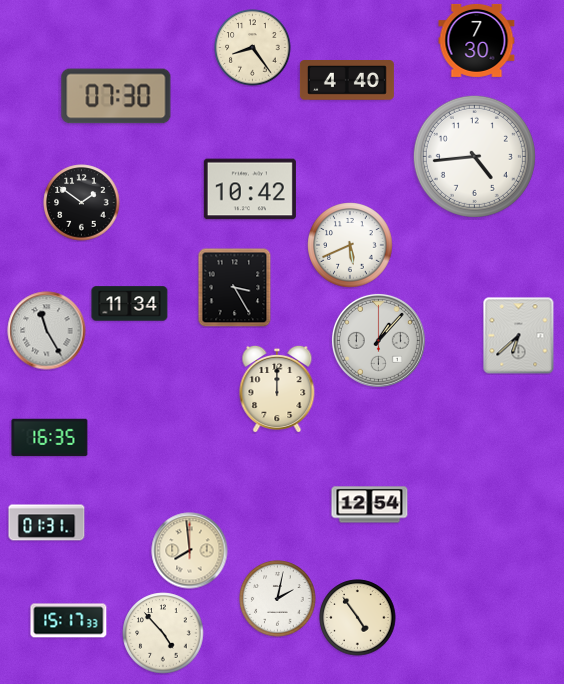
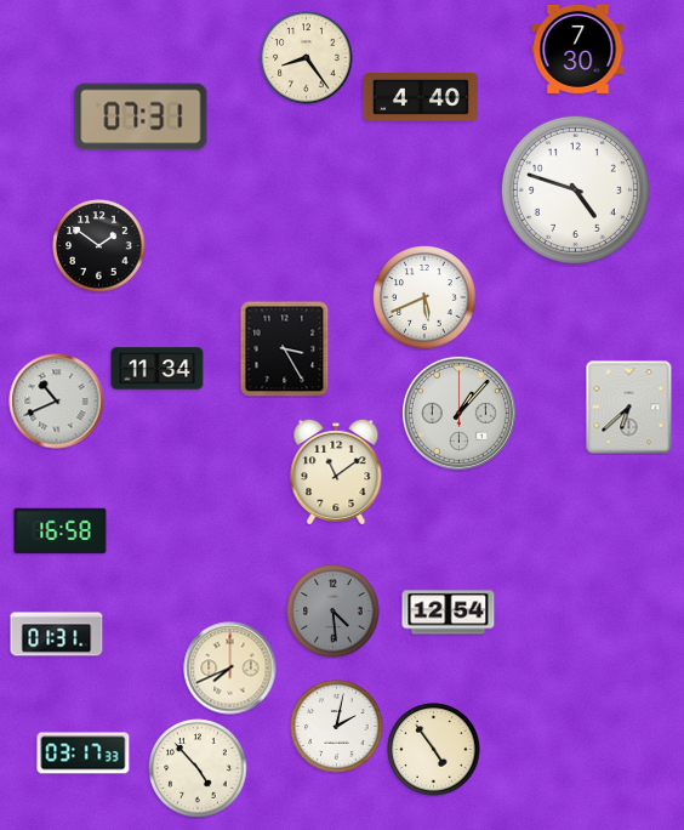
clock at (116, 96): 07:30 -> 07:31
clock at (474, 156): 4:44 -> 4:48
clock at (250, 189): 10:42 -> none
clock at (47, 331): 11:25 -> 10:41
clock at (277, 388): 12:00 -> 11:09
clock at (50, 438): 16:35 -> 16:58
clock at (334, 612): none -> 4:29
clock at (190, 551): 7:59 -> 7:41
clock at (69, 621): 15:17 -> 03:17
